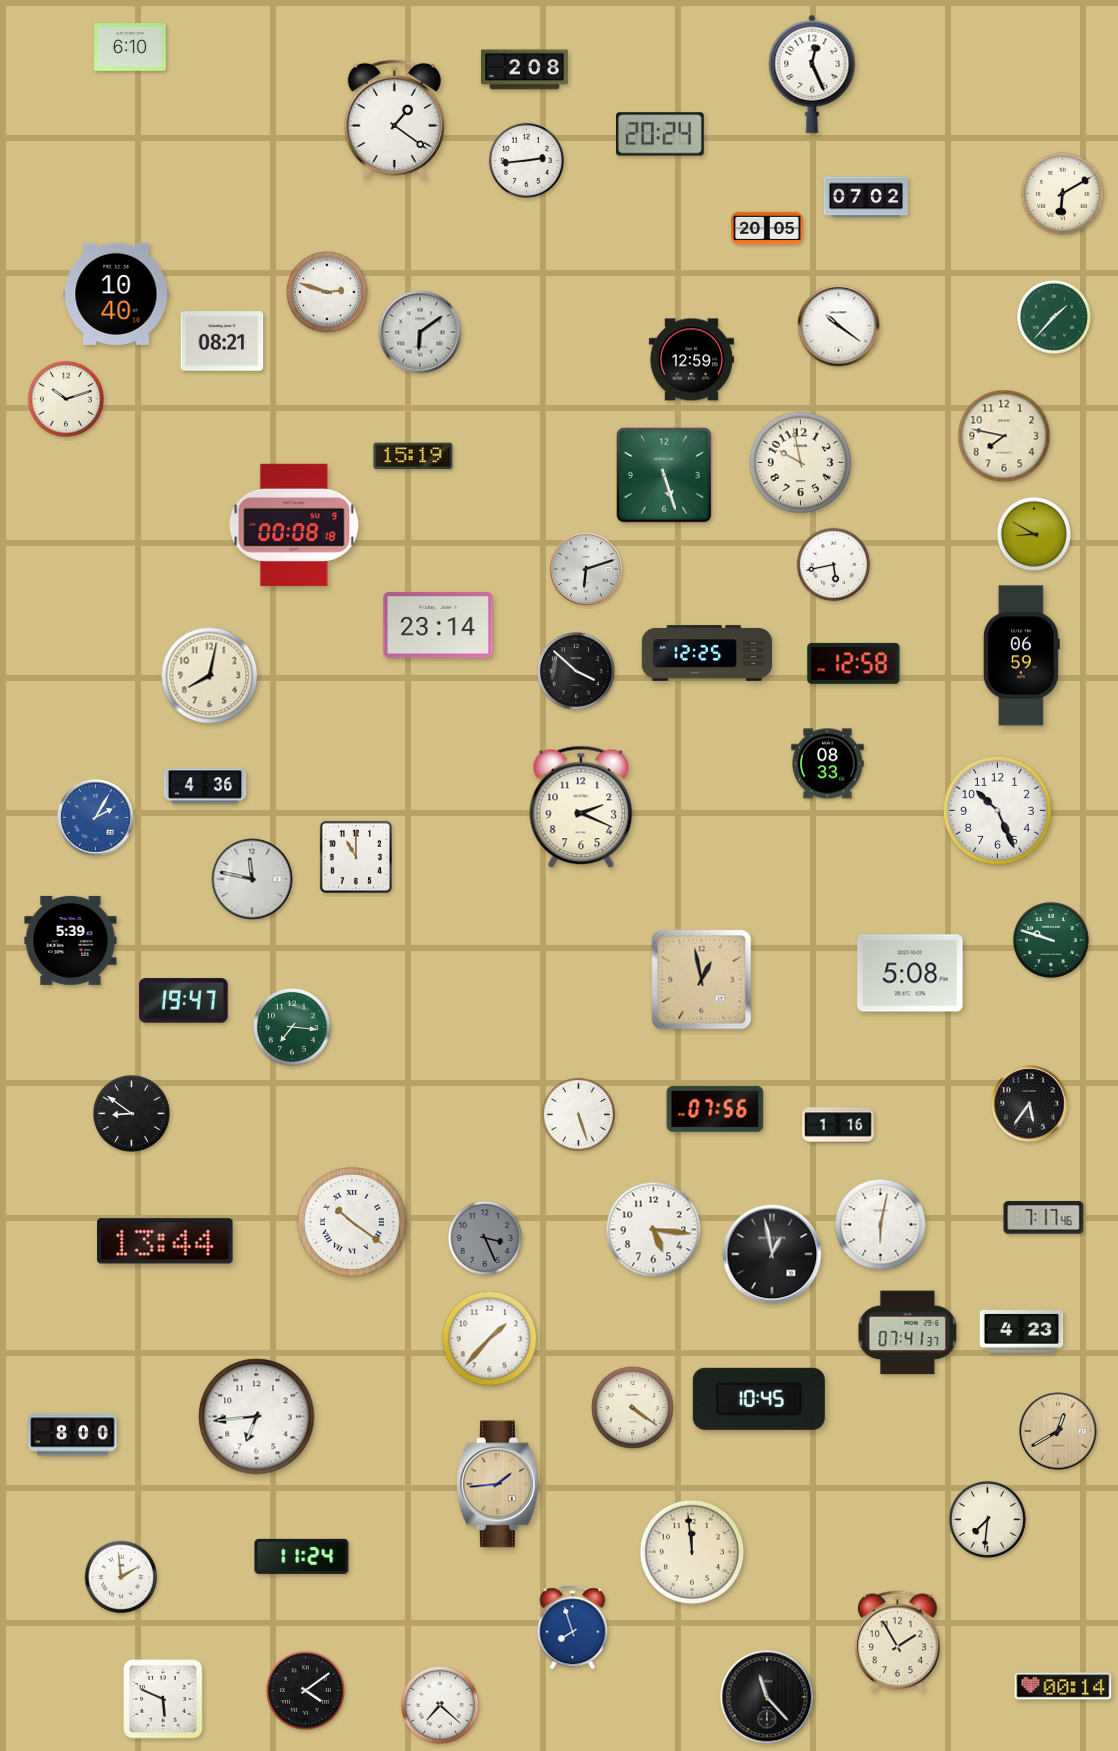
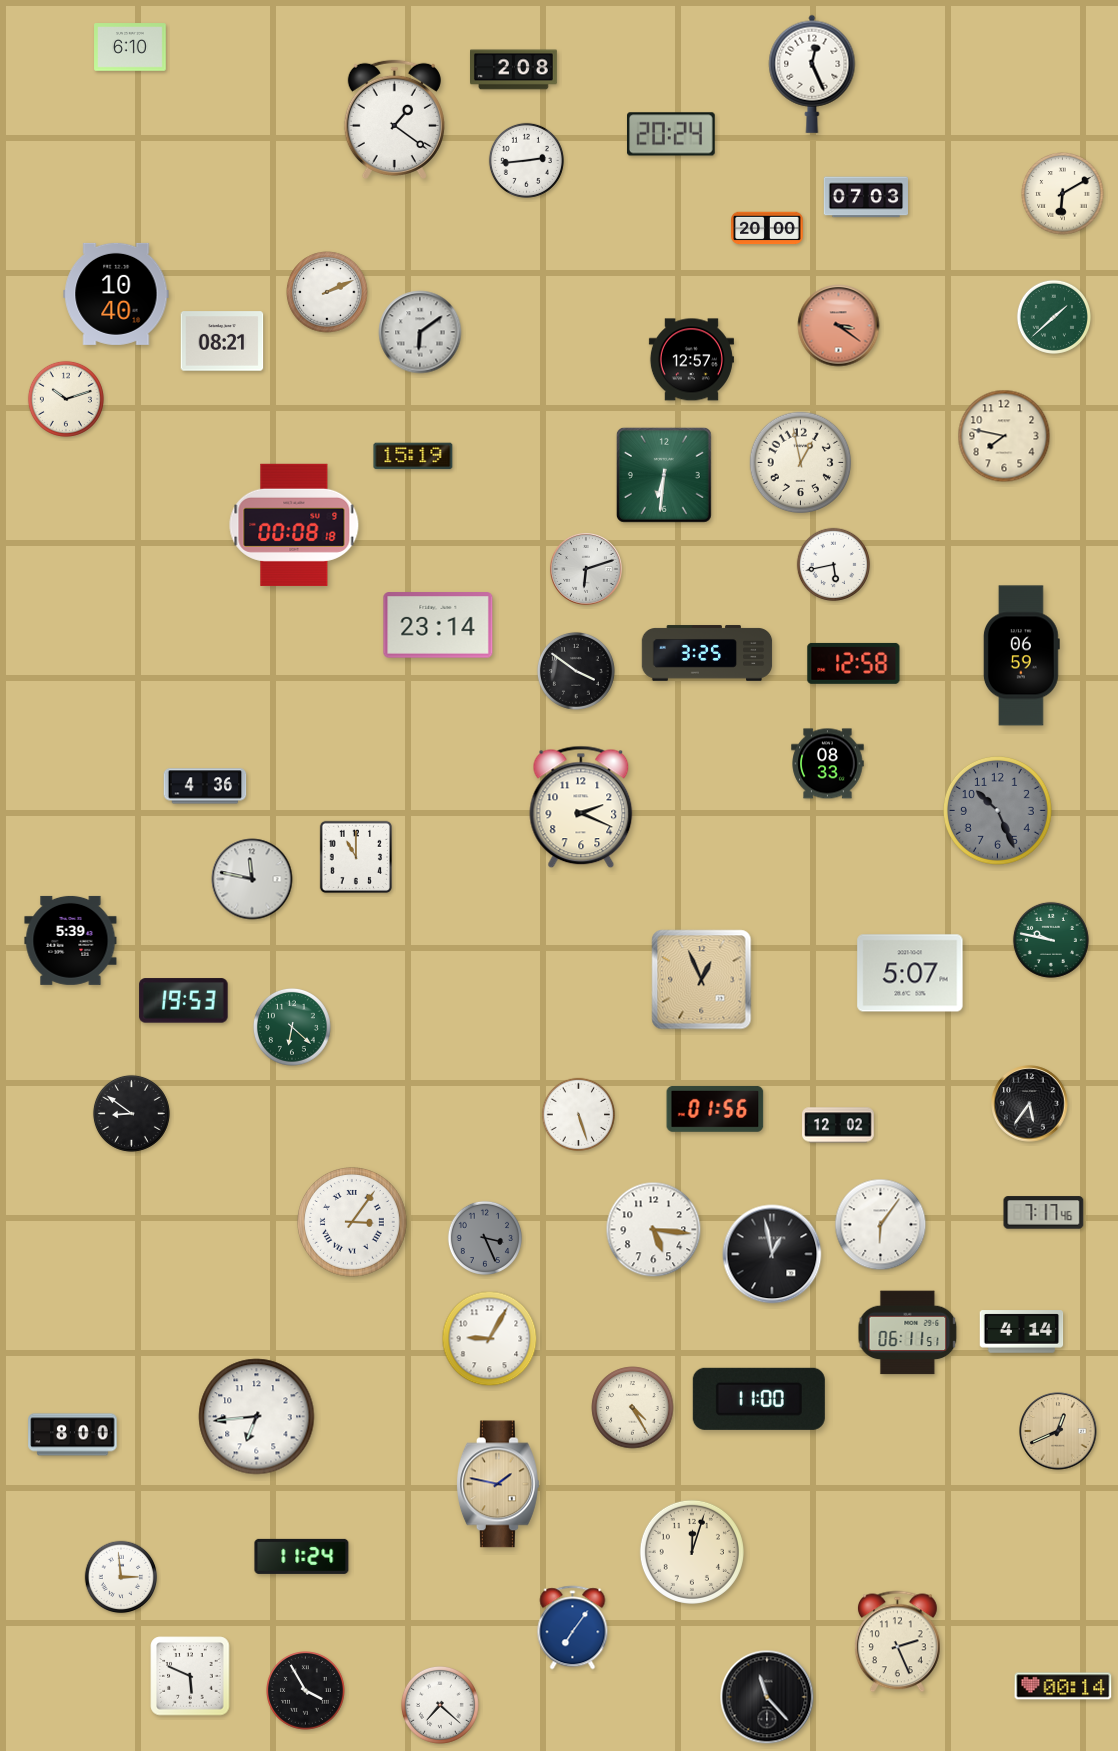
clock at (525, 70) position: (525, 70) -> (514, 70)
clock at (661, 134) position: (661, 134) -> (672, 134)
clock at (865, 197): 07:02 -> 07:03
clock at (767, 228): 20:05 -> 20:00
clock at (327, 292): 2:48 -> 2:11
clock at (1053, 316): 1:37 -> 1:38
clock at (839, 326): 10:21 -> 3:21
clock at (839, 326) dial: white -> salmon
clock at (691, 360): 12:59 -> 12:57
clock at (801, 463): 9:58 -> 12:58
clock at (664, 475): 5:27 -> 6:31
clock at (1033, 533): 8:50 -> none
clock at (707, 653): 12:25 -> 3:25
clock at (576, 671): 3:52 -> 3:51
clock at (210, 676): 8:02 -> none
clock at (997, 810) dial: white -> grey
clock at (96, 818): 2:05 -> none
clock at (1051, 940): 9:48 -> 9:47
clock at (910, 973): 5:08 -> 5:07
clock at (702, 980): 12:58 -> 12:56
clock at (184, 1001): 19:47 -> 19:53
clock at (292, 1027): 7:16 -> 6:22
clock at (715, 1109): 07:56 -> 01:56
clock at (838, 1125): 1:16 -> 12:02
clock at (1044, 1218) position: (1044, 1218) -> (1044, 1213)
clock at (353, 1223): 10:21 -> 3:06
clock at (881, 1225): 6:02 -> 6:06
clock at (165, 1241): 13:44 -> none
clock at (1022, 1332): 4:23 -> 4:14
clock at (908, 1333): 07:41 -> 06:11
clock at (490, 1339): 1:37 -> 9:05
clock at (759, 1399): 10:45 -> 11:00
clock at (633, 1408): 4:21 -> 4:25
clock at (1058, 1431): 12:40 -> 12:41
clock at (498, 1484): 1:44 -> 1:47
clock at (987, 1519): 7:31 -> none
clock at (692, 1552): 11:59 -> 12:03
clock at (121, 1577): 1:59 -> 2:59
clock at (573, 1628): 7:57 -> 7:06
clock at (898, 1642): 1:55 -> 2:26
clock at (306, 1691): 4:09 -> 3:55
clock at (163, 1699) position: (163, 1699) -> (190, 1676)
